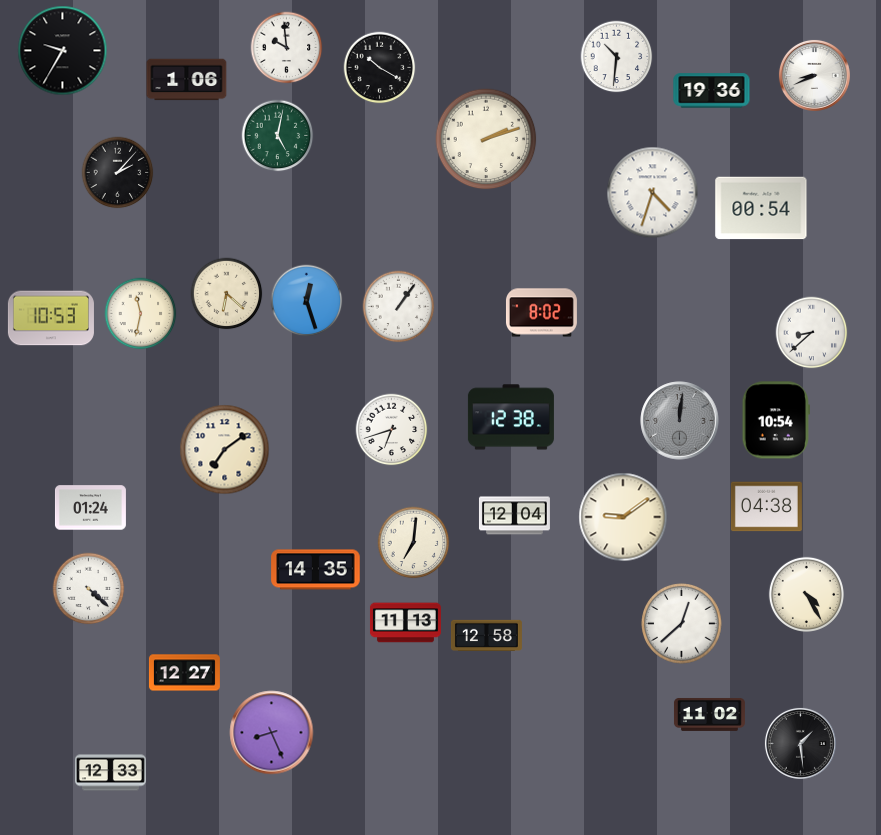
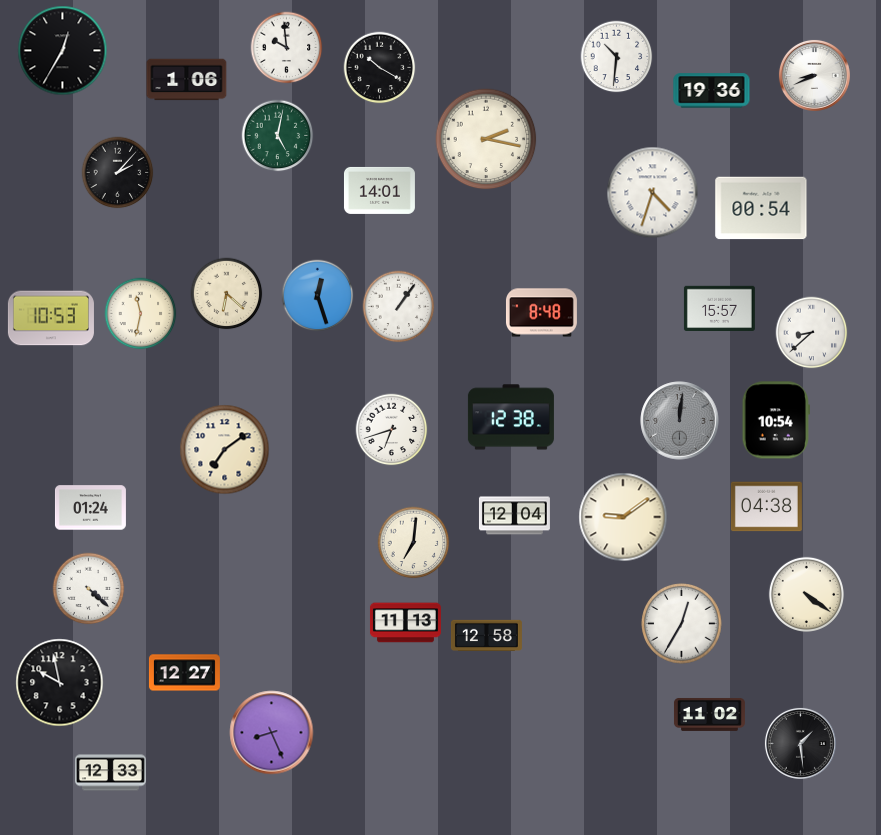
clock at (63, 51): 9:35 -> 12:35
clock at (486, 139): 2:12 -> 2:17
clock at (379, 190): none -> 14:01
clock at (307, 301) position: (307, 301) -> (318, 296)
clock at (719, 308): none -> 15:57
clock at (541, 313): 8:02 -> 8:48
clock at (316, 570): 14:35 -> none
clock at (806, 594): 4:25 -> 4:21
clock at (682, 624): 12:38 -> 12:35
clock at (60, 683): none -> 9:58
